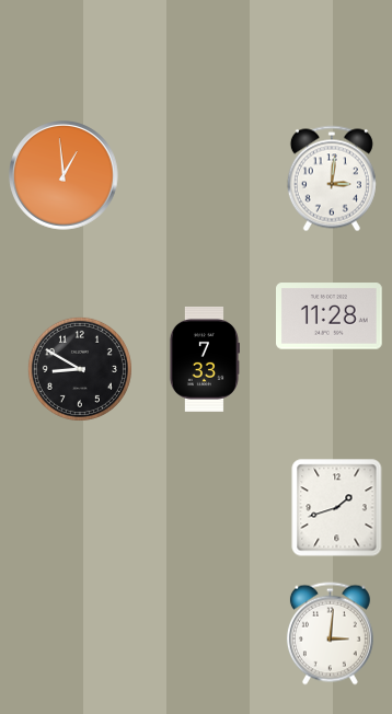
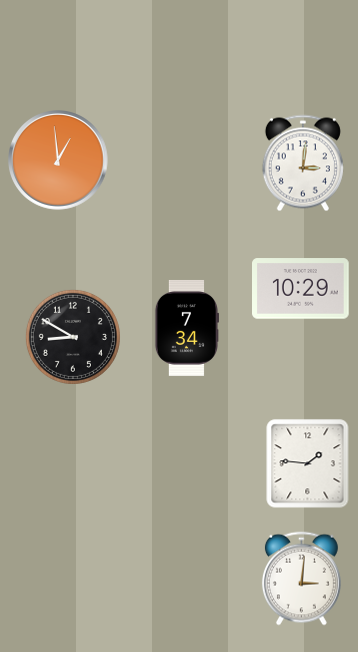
clock at (330, 316): 11:28 -> 10:29
clock at (204, 359): 7:33 -> 7:34
clock at (337, 508): 1:42 -> 1:46
